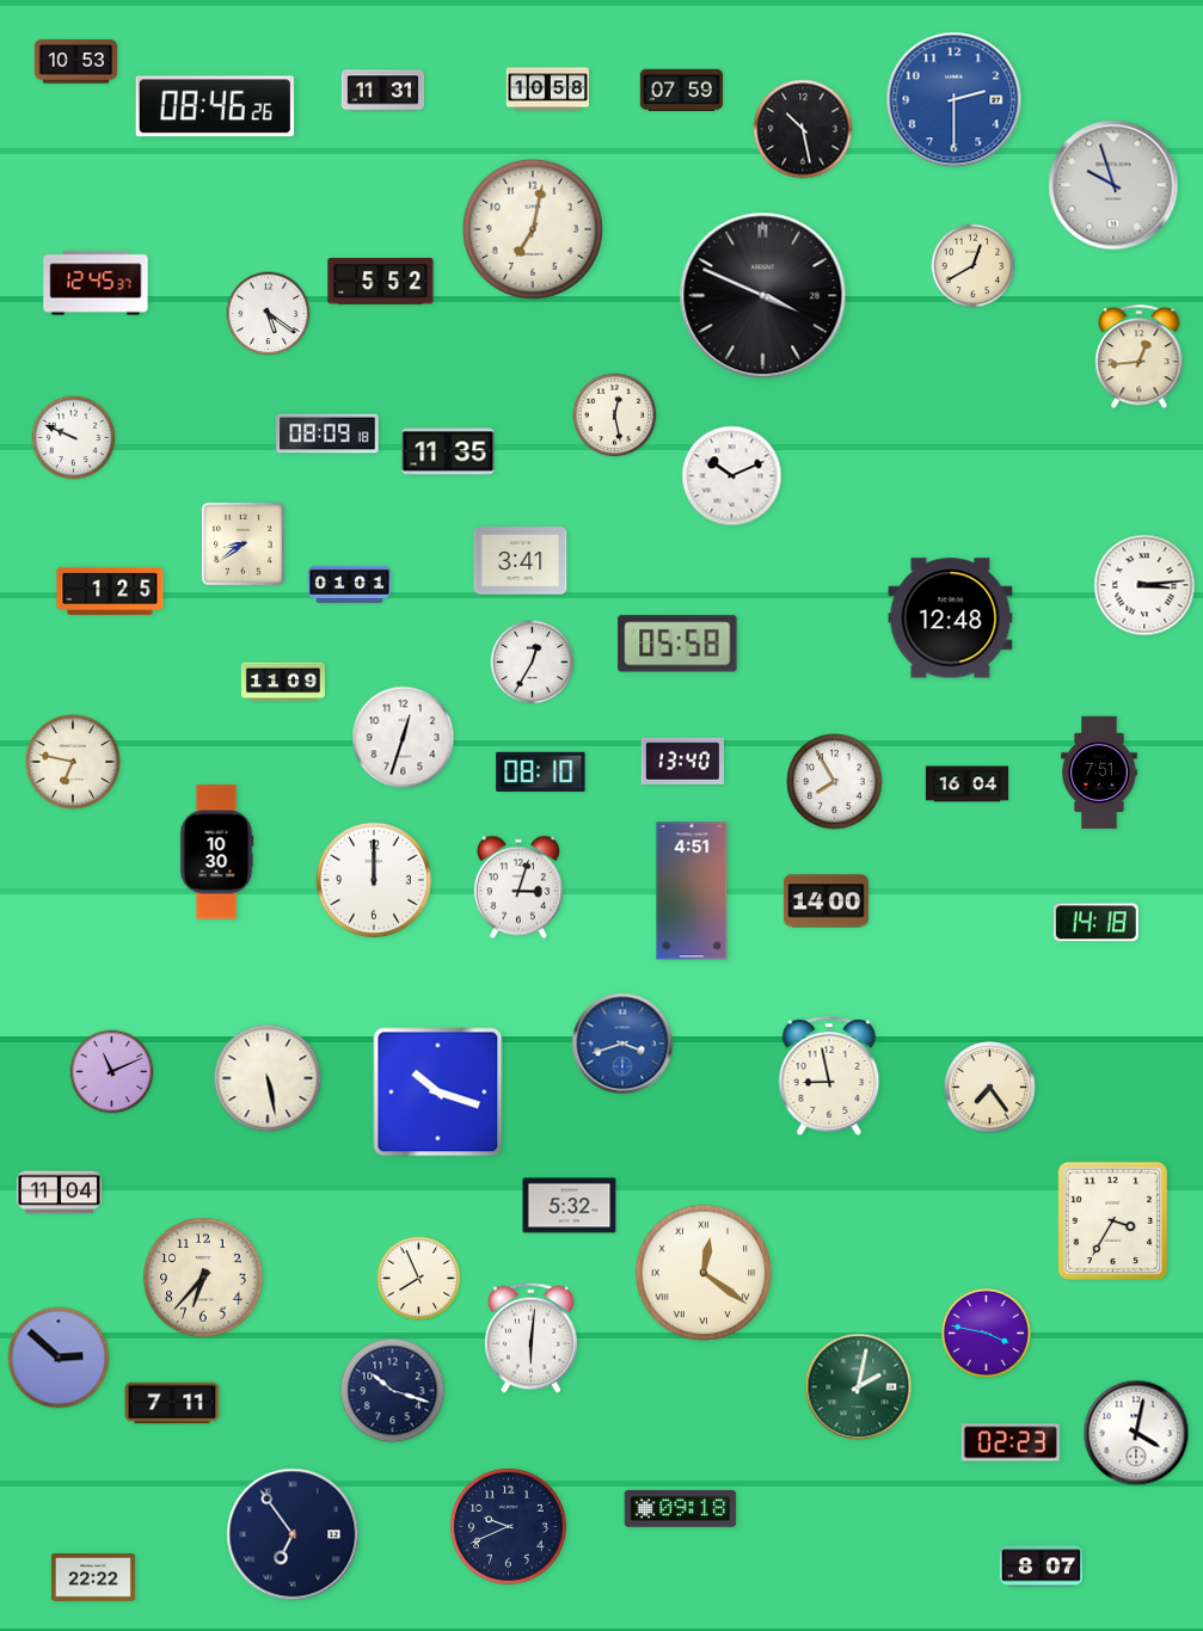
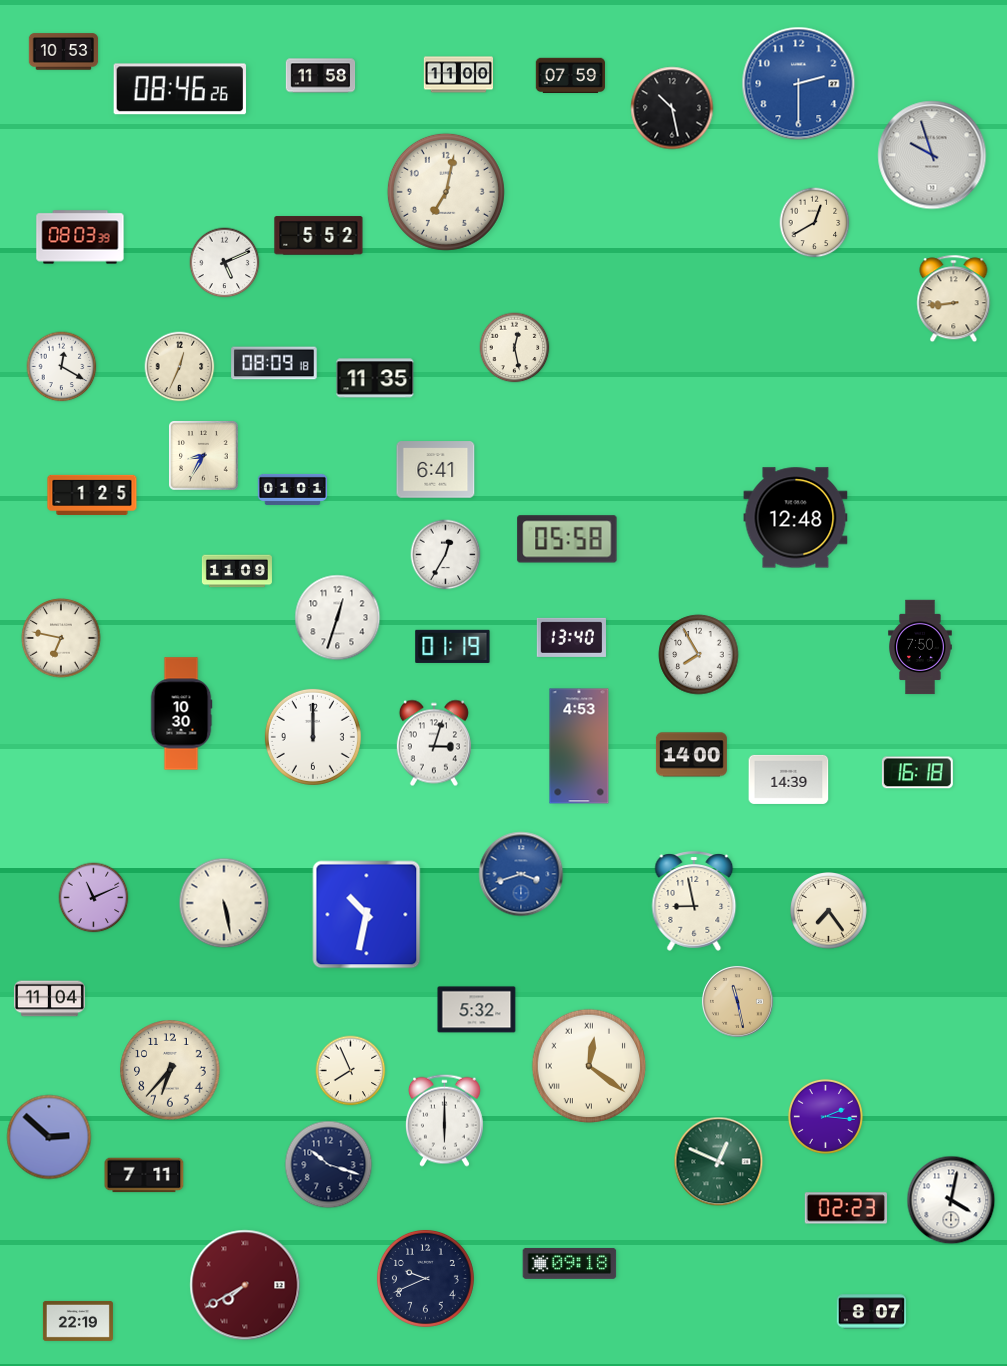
clock at (547, 90): 10:58 -> 11:00
clock at (383, 91): 11:31 -> 11:58
clock at (96, 283): 12:45 -> 08:03
clock at (763, 296): 3:49 -> none
clock at (269, 314): 5:21 -> 5:11
clock at (1140, 357): 12:44 -> 8:44
clock at (74, 438): 9:49 -> 12:20
clock at (180, 367): none -> 12:34
clock at (732, 476): 10:11 -> none
clock at (244, 544): 8:39 -> 8:35
clock at (521, 561): 3:41 -> 6:41
clock at (1144, 585): 3:14 -> none
clock at (541, 771): 08:10 -> 01:19
clock at (1099, 773): 7:51 -> 7:50
clock at (968, 784): 16:04 -> none
clock at (692, 891): 4:51 -> 4:53
clock at (1095, 923): 14:18 -> 16:18
clock at (789, 779): none -> 14:39
clock at (438, 1093): 10:18 -> 10:32
clock at (737, 1001): none -> 11:28
clock at (1112, 1221): 3:35 -> none
clock at (986, 1333): 3:47 -> 2:16
clock at (530, 1337): 6:01 -> 6:00
clock at (859, 1387): 2:02 -> 12:49
clock at (293, 1534): 6:54 -> 7:40
clock at (293, 1534) dial: navy -> burgundy
clock at (93, 1577): 22:22 -> 22:19
